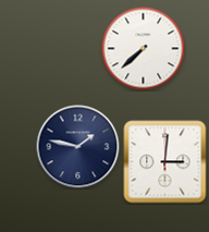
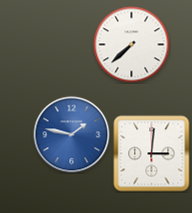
clock at (78, 147) dial: navy -> blue
clock at (165, 162) position: (165, 162) -> (152, 154)
